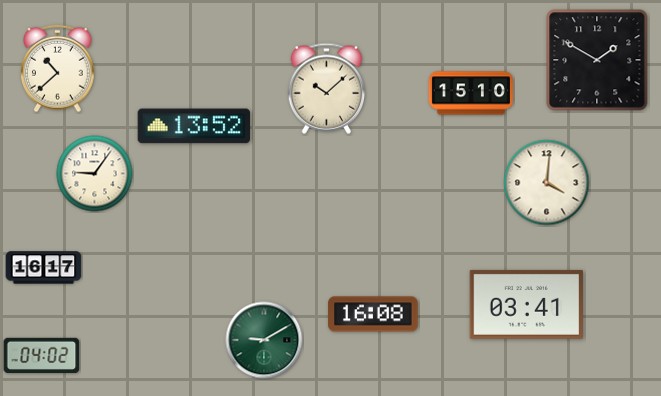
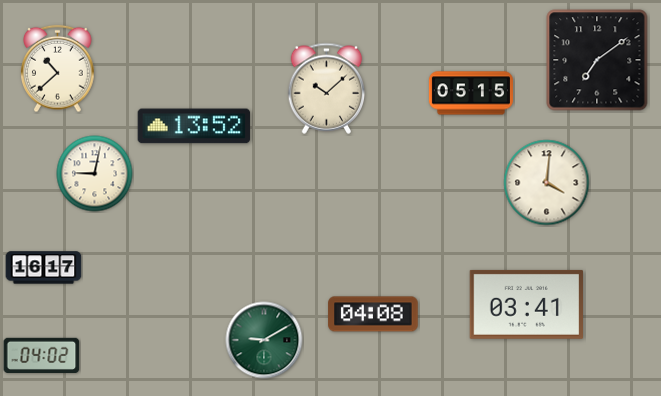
clock at (597, 60): 1:50 -> 7:09
clock at (471, 93): 15:10 -> 05:15
clock at (95, 174): 9:06 -> 9:02
clock at (373, 314): 16:08 -> 04:08
